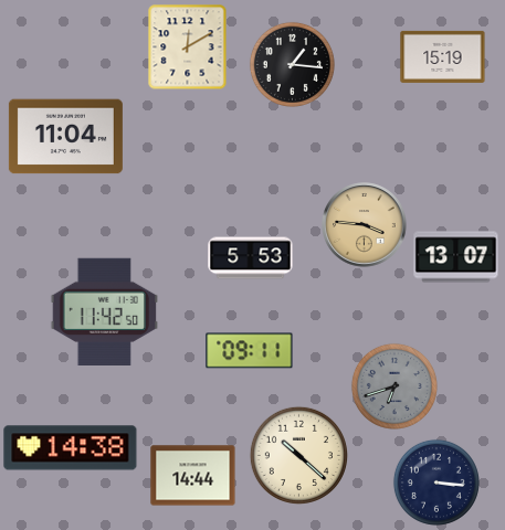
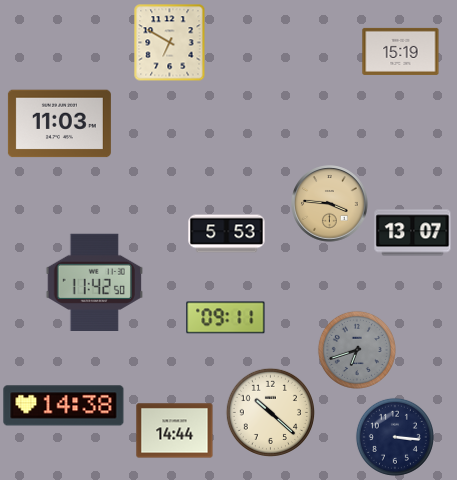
clock at (188, 46): 12:10 -> 6:50
clock at (292, 64): 1:16 -> none
clock at (65, 137): 11:04 -> 11:03
